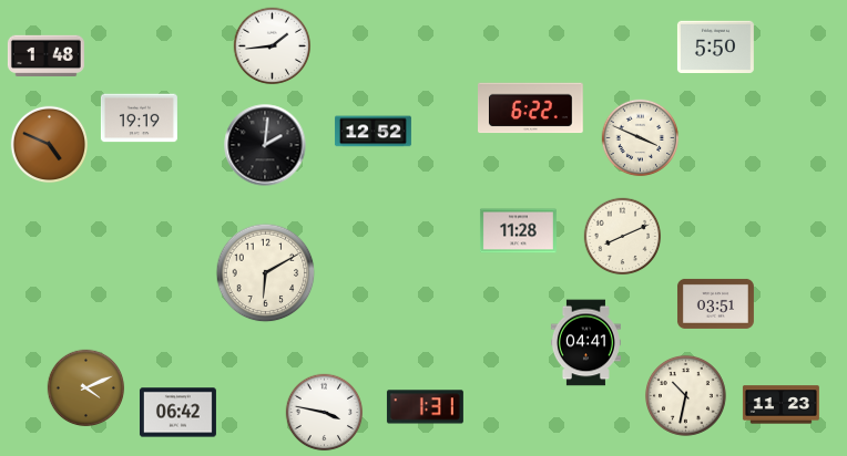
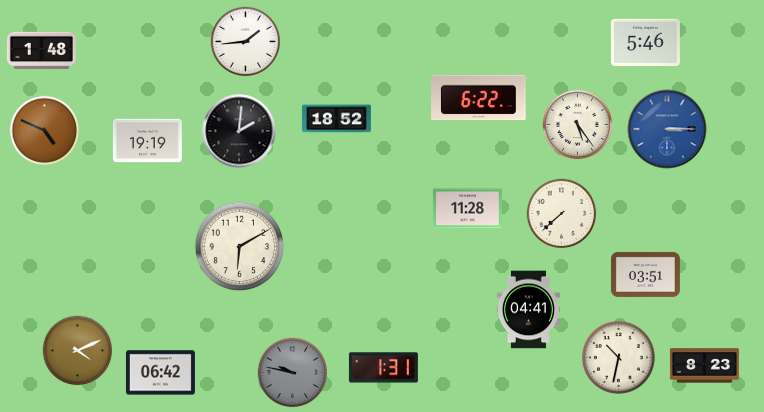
clock at (715, 46): 5:50 -> 5:46
clock at (139, 118) position: (139, 118) -> (147, 141)
clock at (373, 132): 12:52 -> 18:52
clock at (641, 138): 3:49 -> 5:24
clock at (667, 129): none -> 3:15
clock at (623, 237): 8:11 -> 7:38
clock at (780, 405): 11:23 -> 8:23
clock at (325, 413): 3:47 -> 9:47
clock at (325, 413) dial: white -> grey
